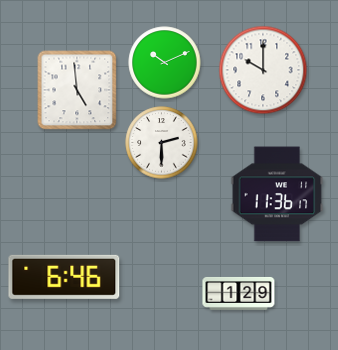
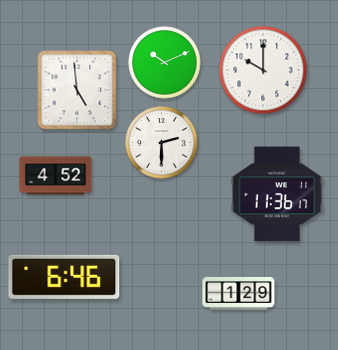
clock at (56, 176): none -> 4:52
